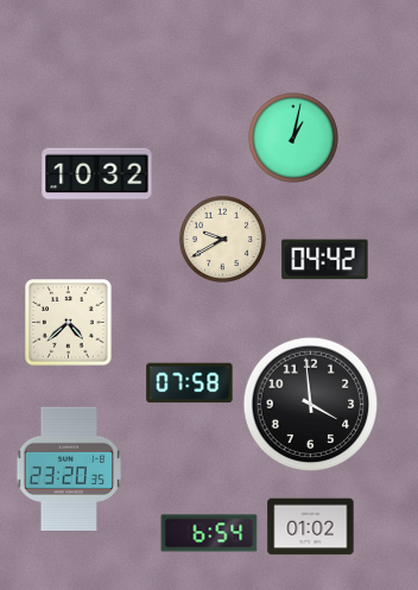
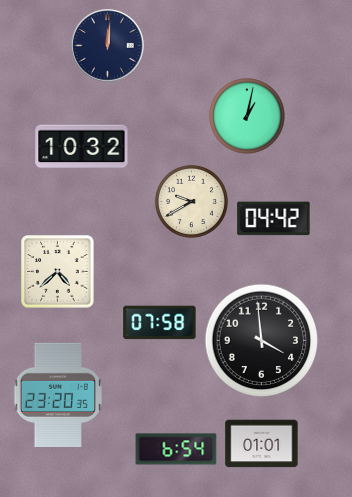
clock at (108, 46): none -> 12:01
clock at (222, 239) position: (222, 239) -> (191, 201)
clock at (311, 527): 01:02 -> 01:01
